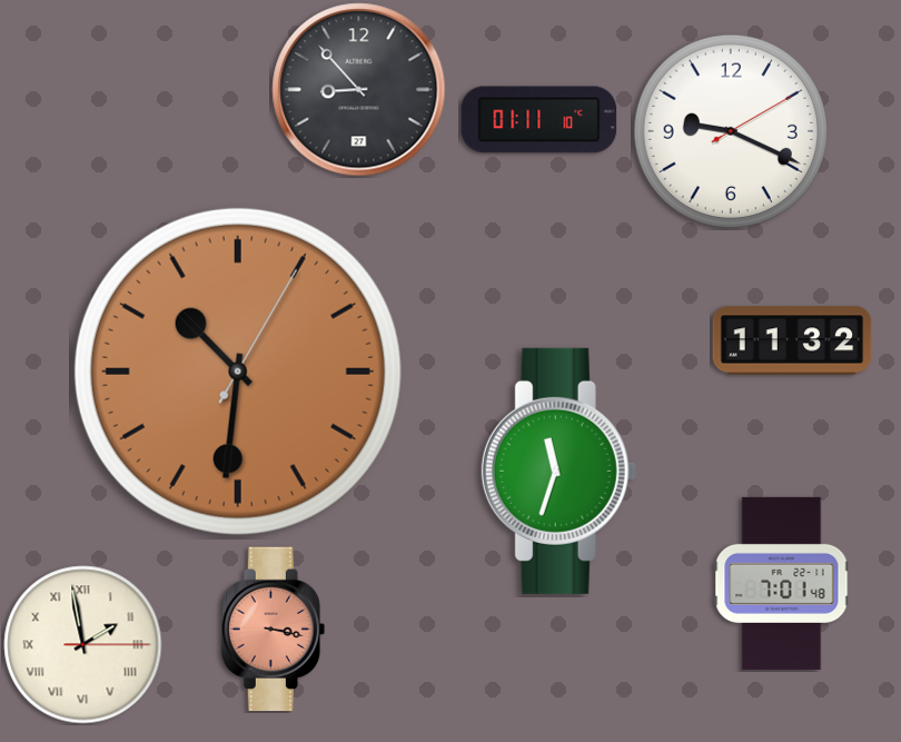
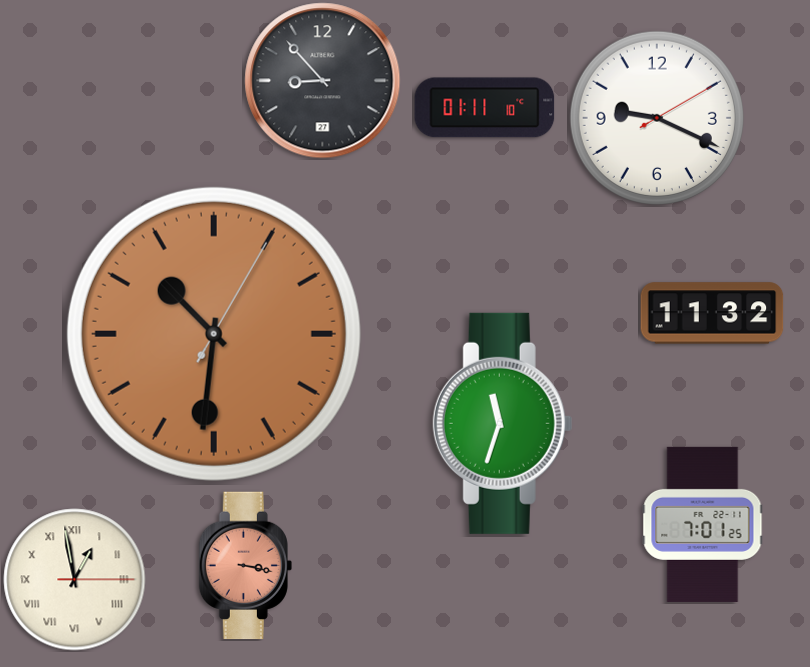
clock at (792, 340) position: (792, 340) -> (712, 313)
clock at (782, 583): 7:01:48 -> 7:01:25
clock at (83, 645): 1:58 -> 12:58
